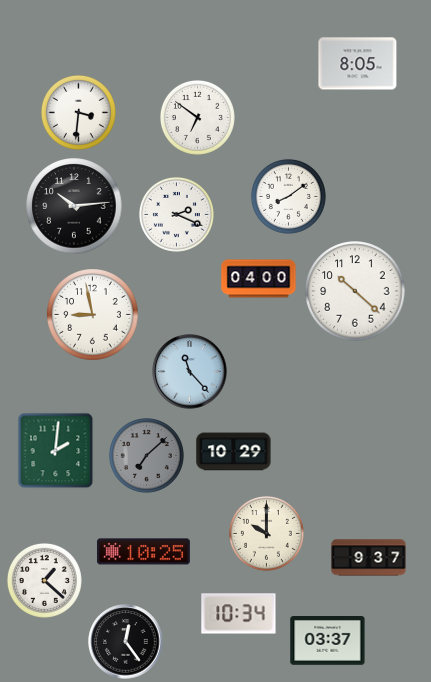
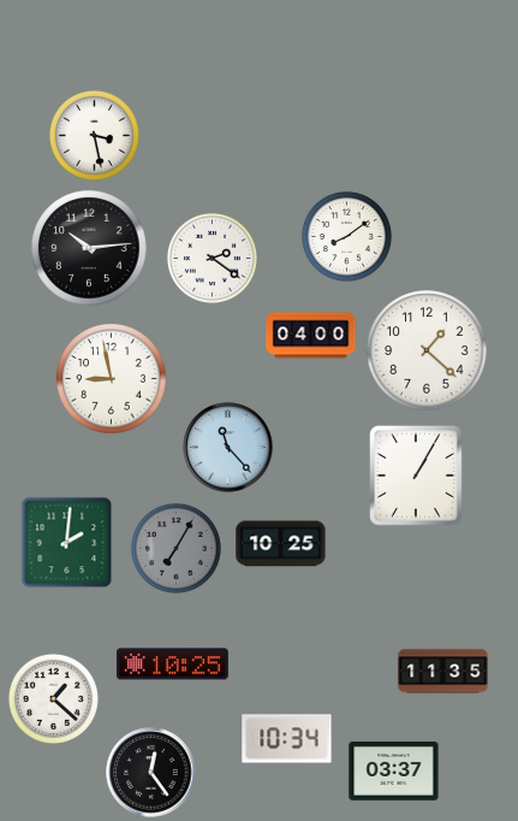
clock at (358, 64): 8:05 -> none
clock at (78, 112): 3:31 -> 3:28
clock at (197, 117): 6:51 -> none
clock at (176, 214): 2:19 -> 2:21
clock at (355, 291): 10:22 -> 1:22
clock at (417, 477): none -> 1:05
clock at (234, 452): 10:29 -> 10:25
clock at (146, 455): 7:08 -> 7:05
clock at (266, 533): 10:00 -> none
clock at (369, 558): 9:37 -> 11:35
